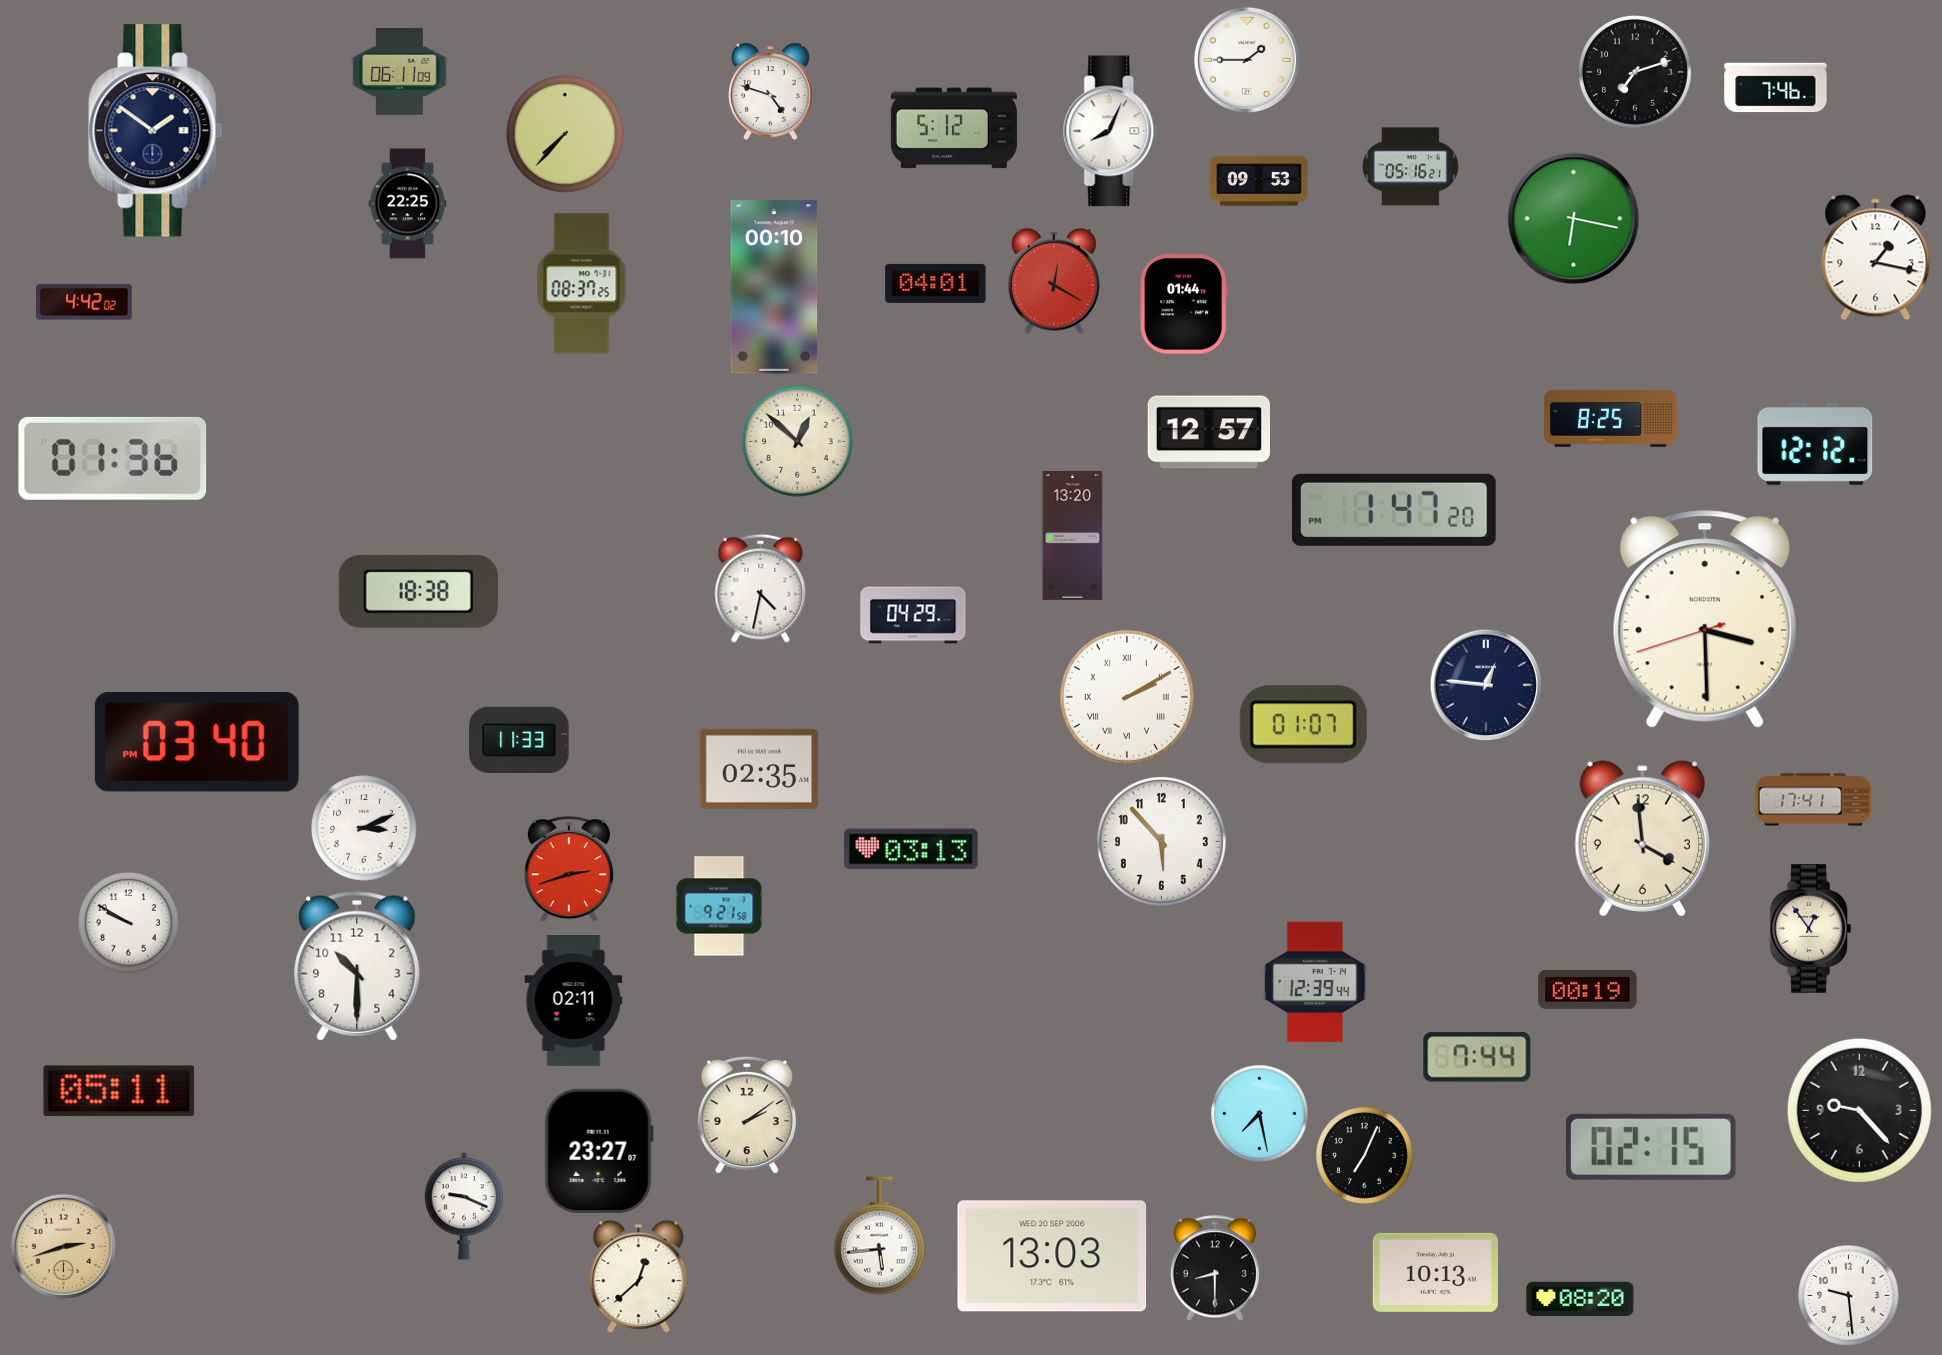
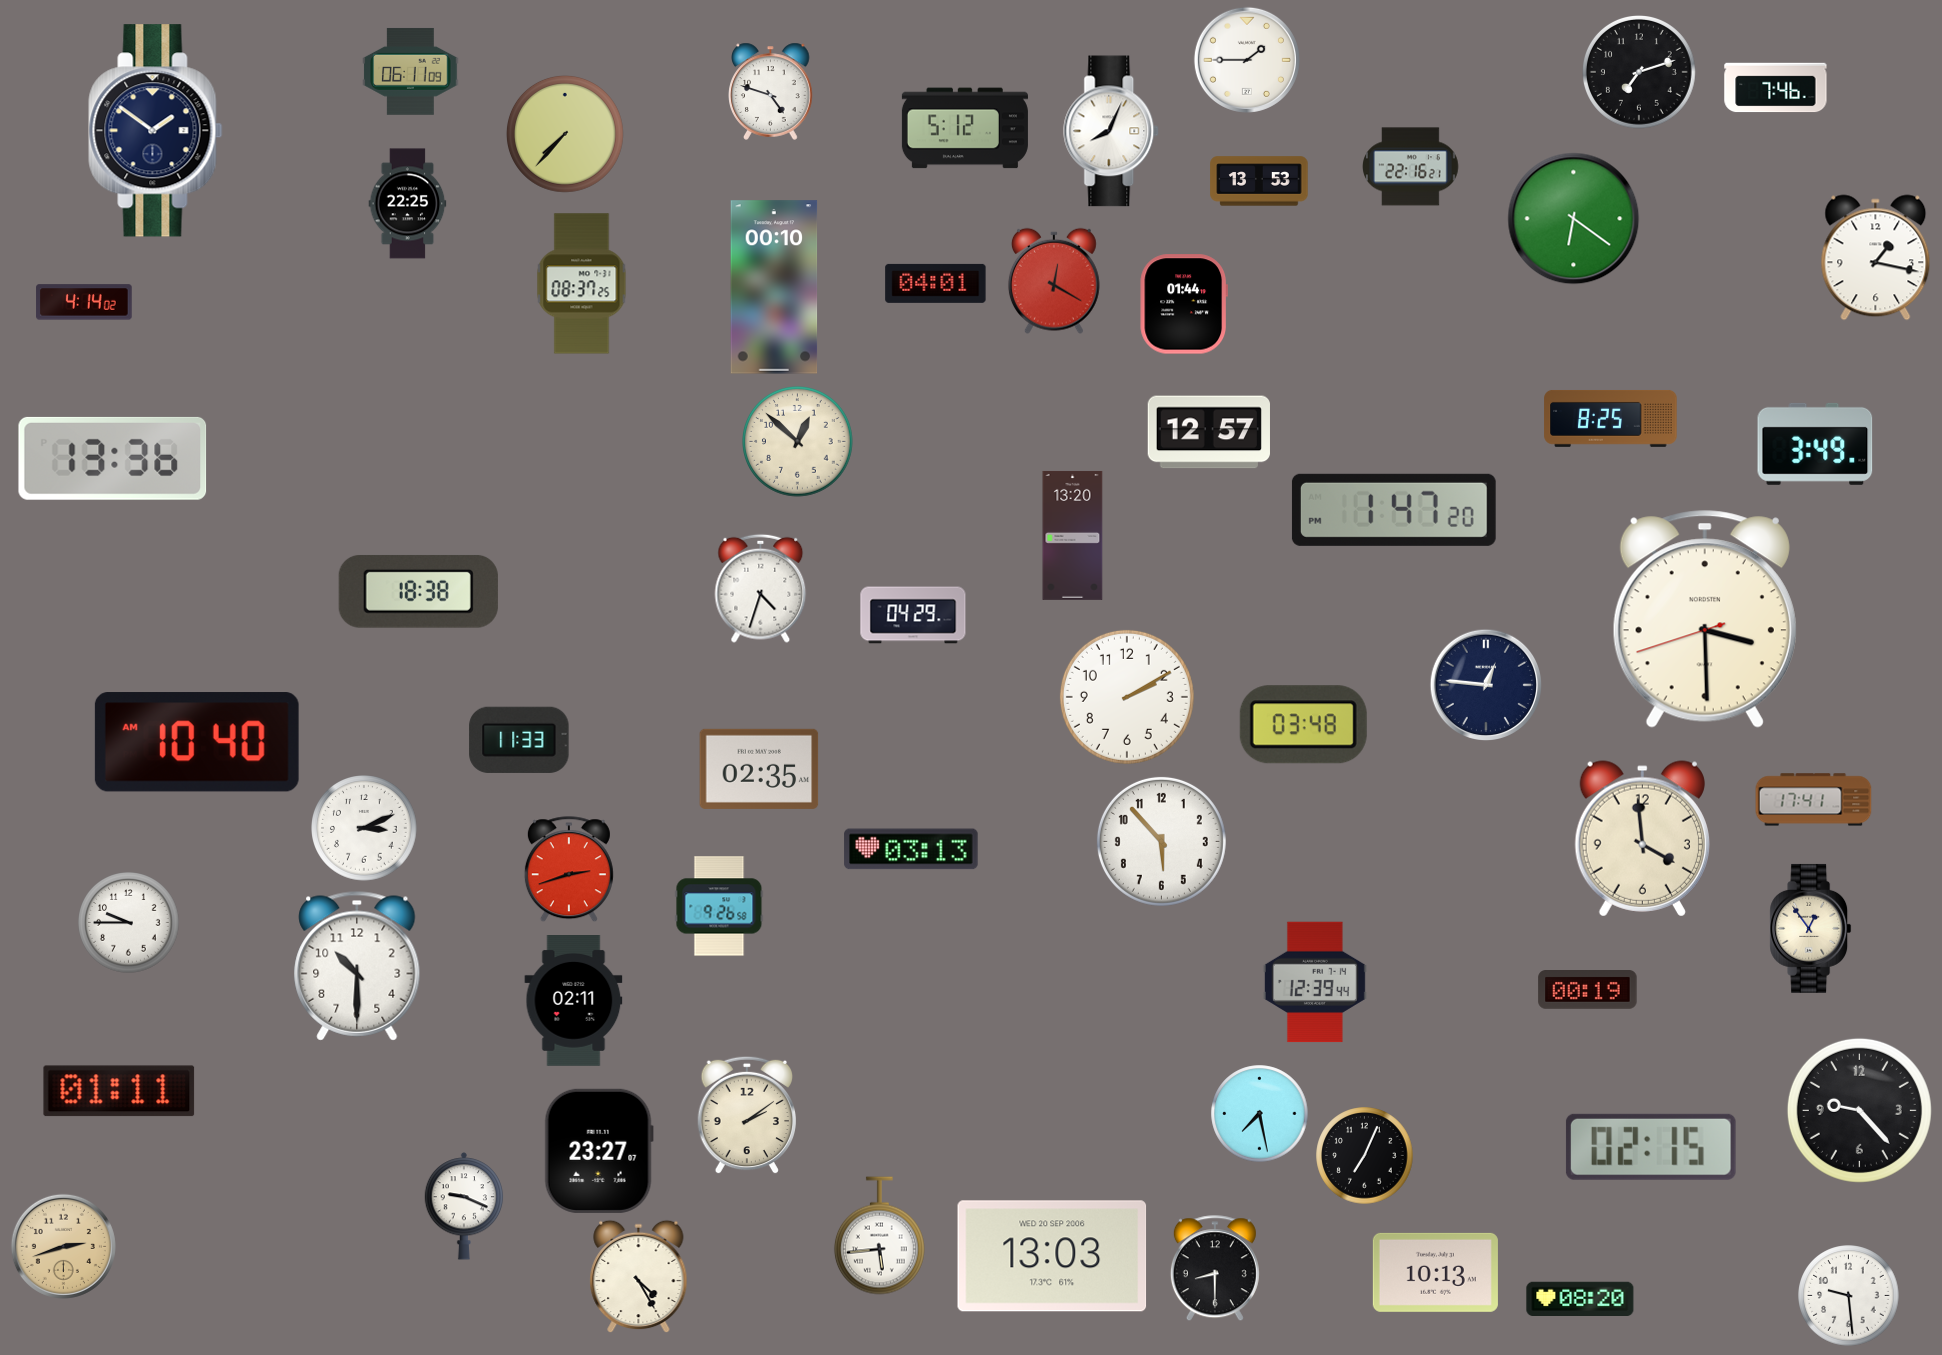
clock at (400, 71) position: (400, 71) -> (411, 71)
clock at (1636, 73) position: (1636, 73) -> (1640, 73)
clock at (954, 128) position: (954, 128) -> (965, 128)
clock at (1411, 167): 05:16 -> 22:16
clock at (1259, 181): 09:53 -> 13:53
clock at (1574, 219): 6:17 -> 6:21
clock at (84, 302): 4:42 -> 4:14
clock at (1815, 444): 12:12 -> 3:49
clock at (113, 458): 01:36 -> 13:36
clock at (761, 588): 4:32 -> 4:33
clock at (1127, 697) numerals: Roman -> Arabic
clock at (1303, 725): 01:07 -> 03:48
clock at (197, 742): 03:40 -> 10:40
clock at (719, 906): 9:21 -> 9:26
clock at (129, 923): 9:50 -> 9:45
clock at (1477, 1057): 7:44 -> none
clock at (119, 1091): 05:11 -> 01:11
clock at (639, 1277): 12:38 -> 4:25
